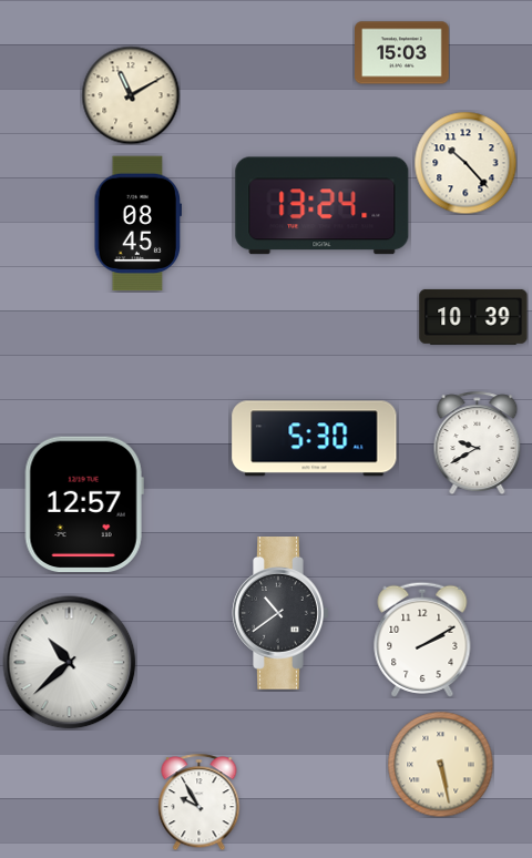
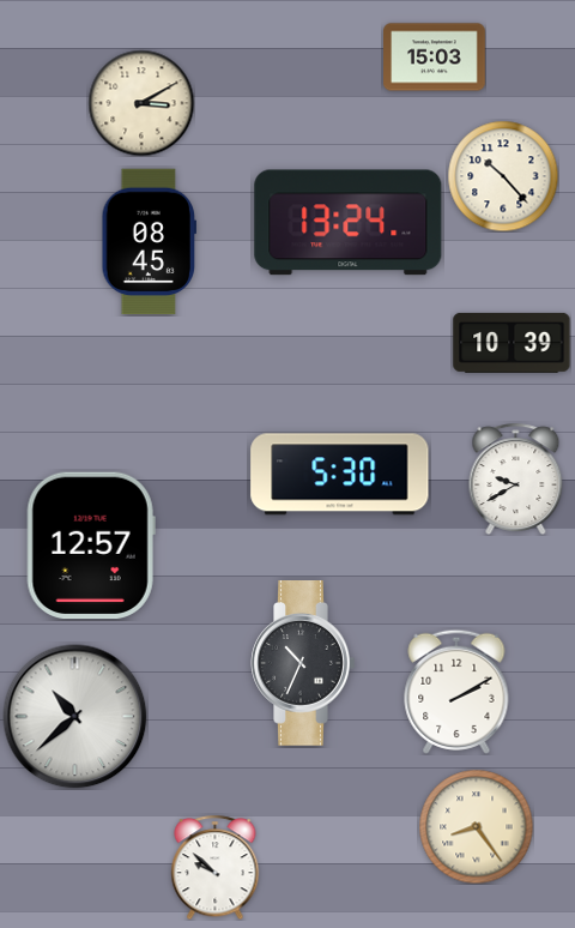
clock at (131, 95): 11:10 -> 3:10
clock at (280, 614): 10:39 -> 10:34
clock at (440, 764): 5:28 -> 8:24
clock at (199, 801): 9:55 -> 9:52
